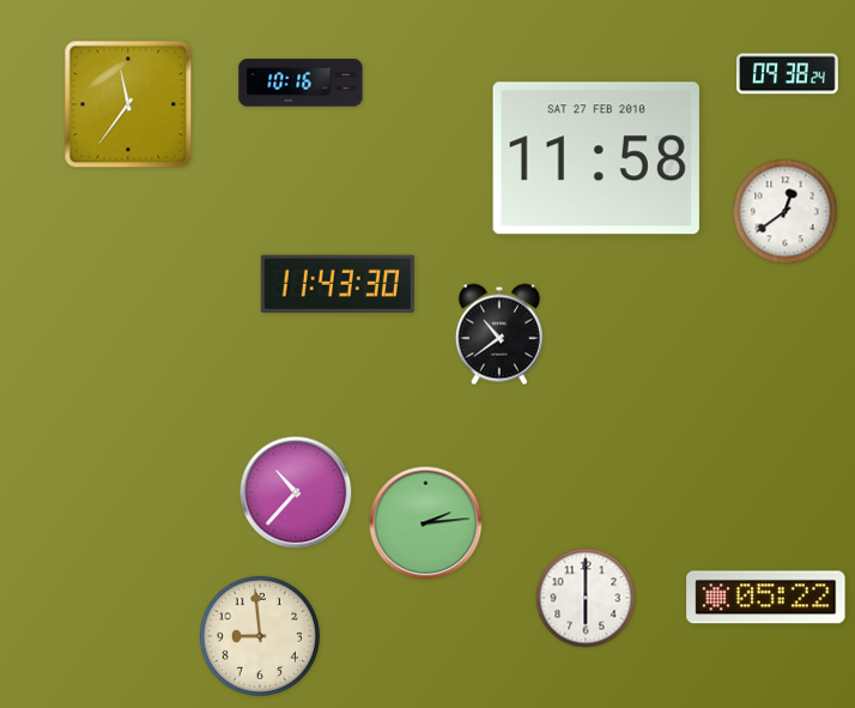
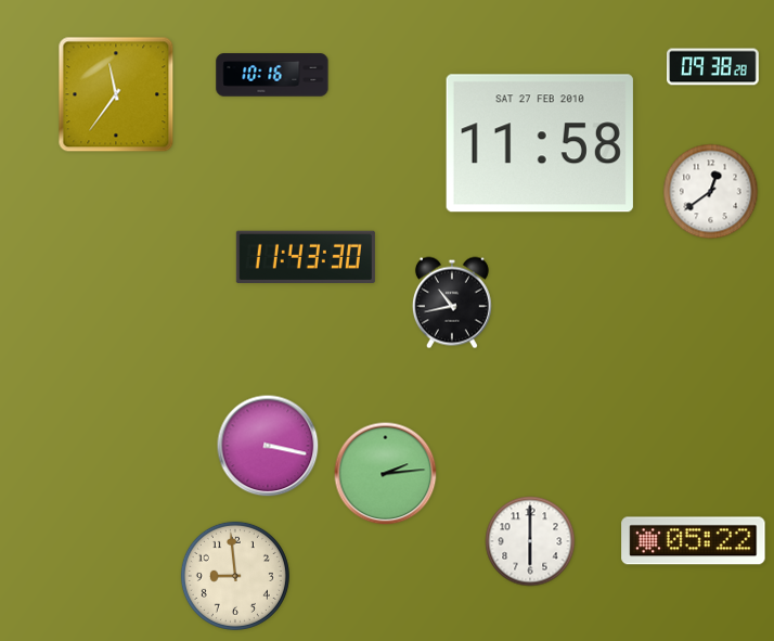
clock at (788, 74): 09:38:24 -> 09:38:28
clock at (499, 334): 10:39 -> 10:43
clock at (296, 492): 10:37 -> 3:17
